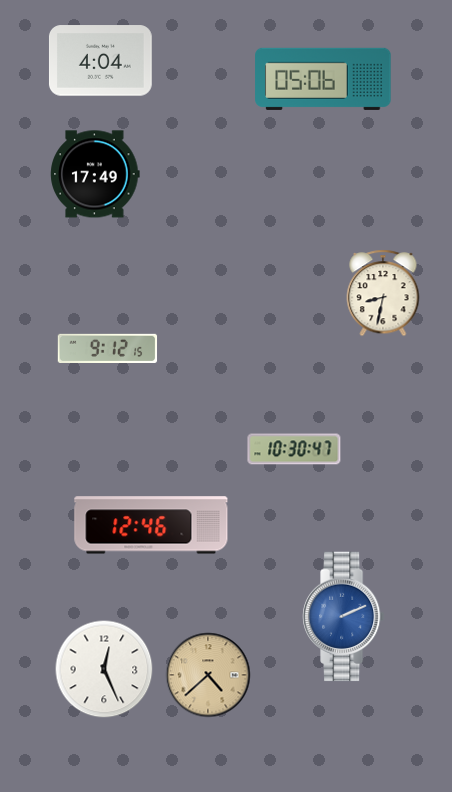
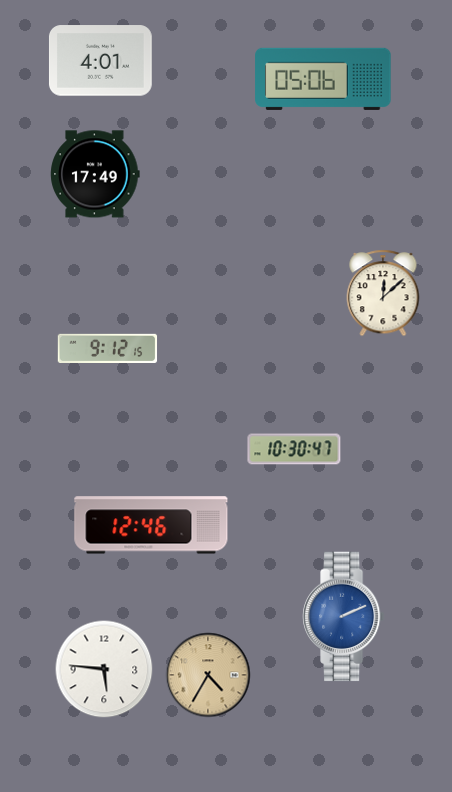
clock at (100, 61): 4:04 -> 4:01
clock at (383, 293): 8:32 -> 12:08
clock at (104, 669): 12:26 -> 5:46
clock at (208, 675): 4:38 -> 4:35
